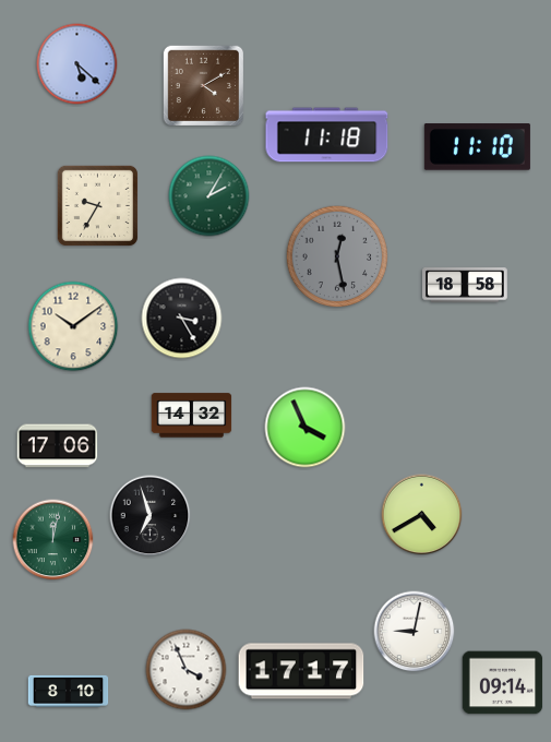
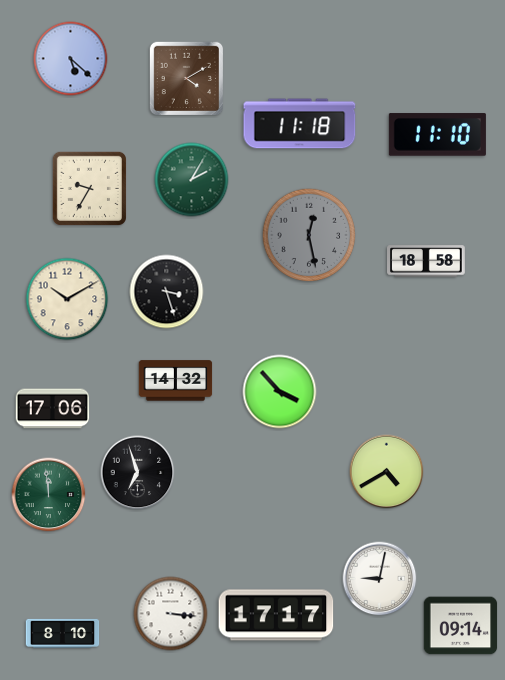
clock at (182, 319): 3:25 -> 3:27
clock at (73, 326): 10:09 -> 10:10
clock at (306, 428): 3:56 -> 3:53
clock at (53, 540): 12:02 -> 11:59
clock at (187, 670): 3:56 -> 3:16
